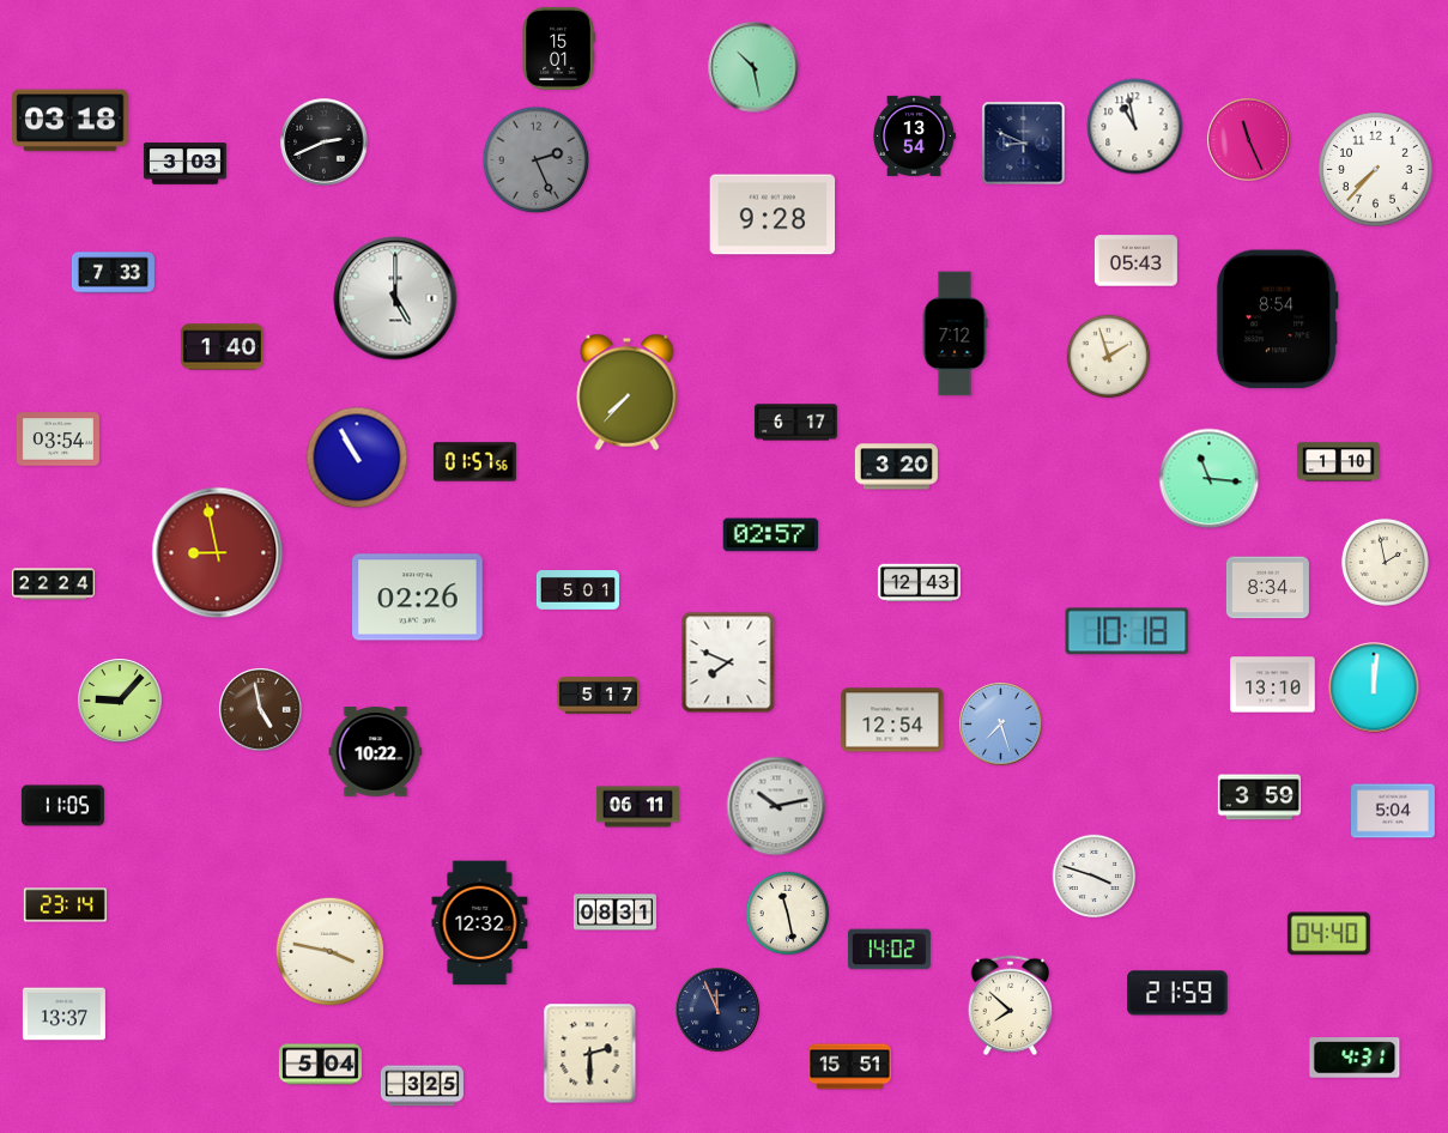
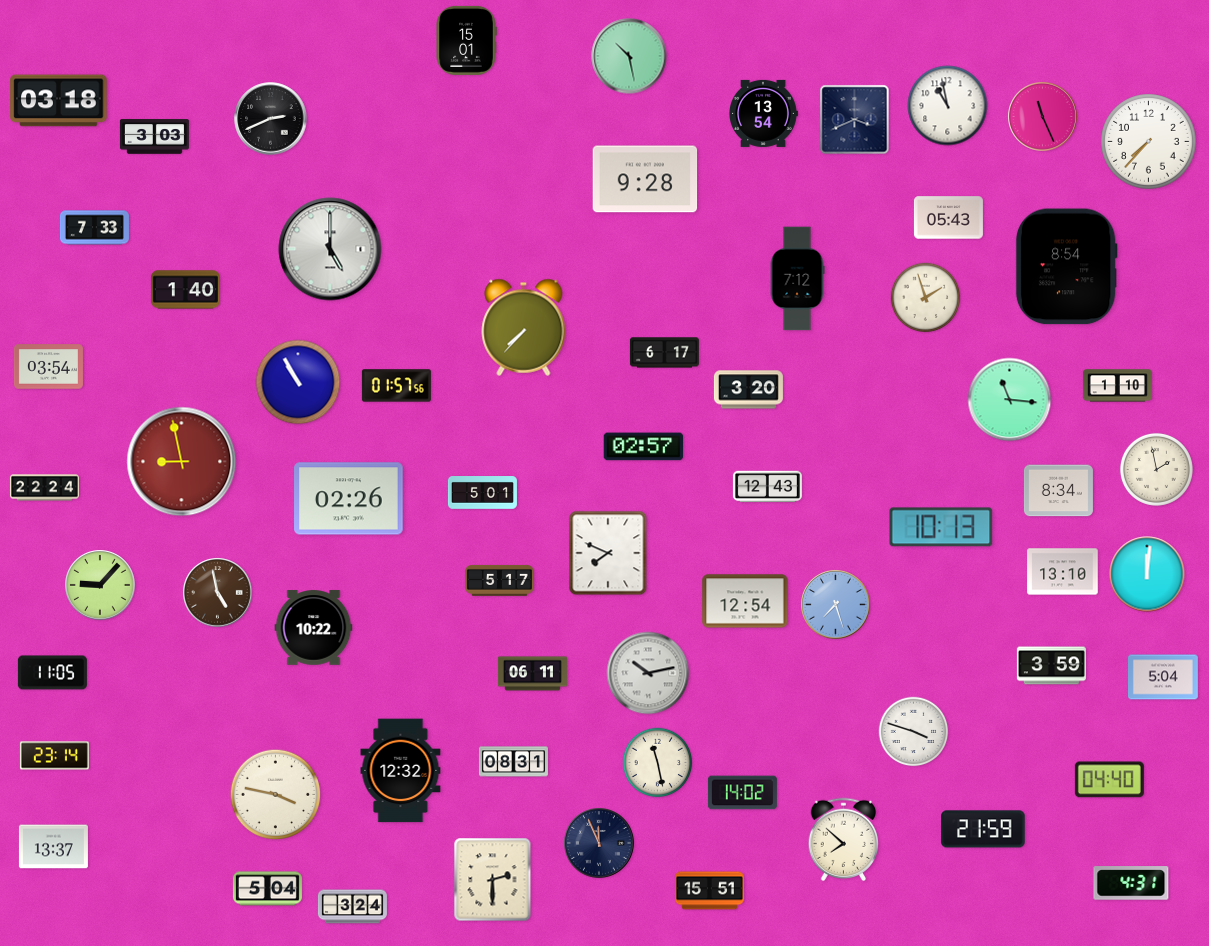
clock at (1024, 144): 8:49 -> 3:41
clock at (537, 160): 2:26 -> none
clock at (1127, 631): 10:18 -> 10:13
clock at (422, 1086): 3:25 -> 3:24
